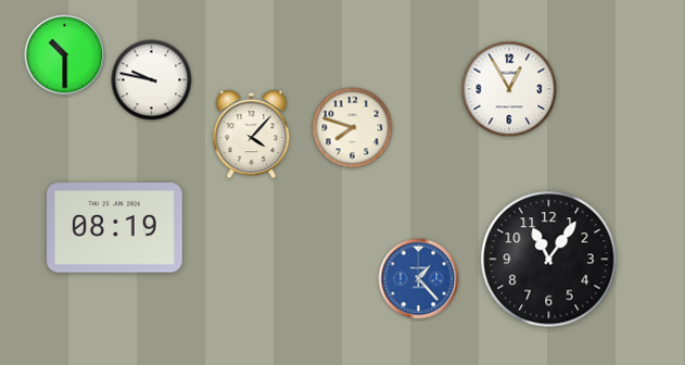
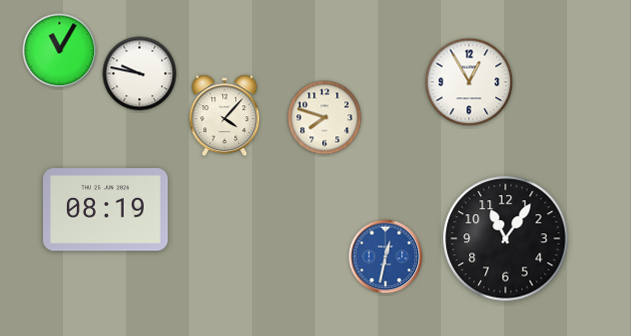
clock at (65, 55): 10:30 -> 11:05
clock at (252, 135) position: (252, 135) -> (225, 116)
clock at (419, 279): 1:23 -> 12:32
